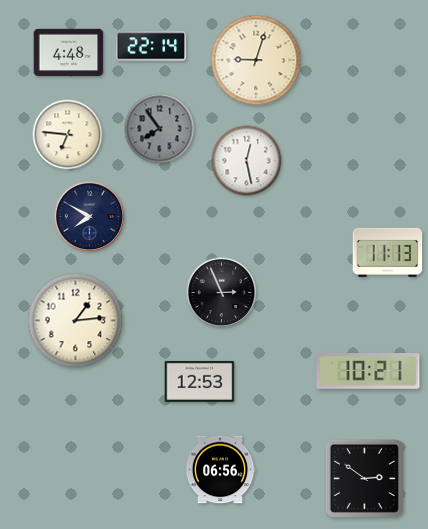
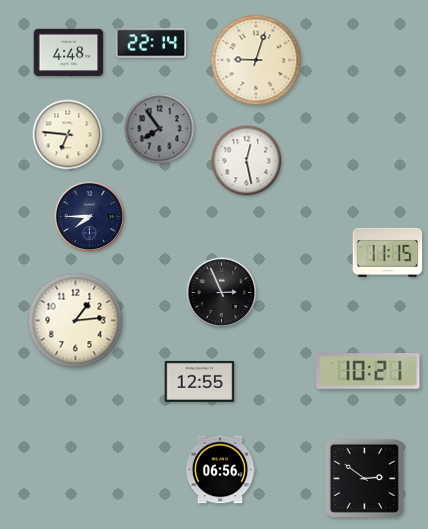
clock at (151, 46) position: (151, 46) -> (151, 43)
clock at (90, 217): 7:50 -> 7:45
clock at (388, 252): 11:13 -> 11:15
clock at (200, 381): 12:53 -> 12:55
